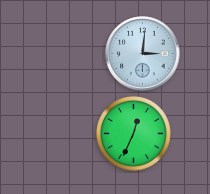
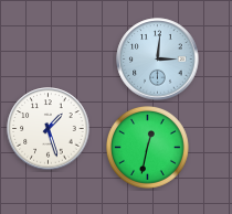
clock at (49, 129): none -> 1:27
clock at (133, 133): 12:34 -> 12:32
